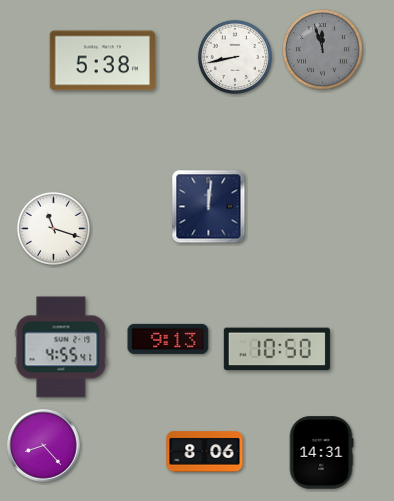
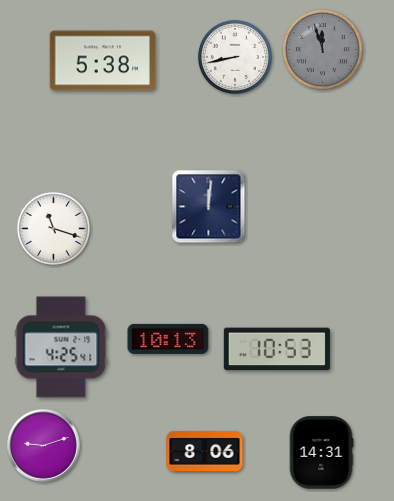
clock at (168, 339): 9:13 -> 10:13
clock at (61, 347): 4:55 -> 4:25
clock at (277, 349): 10:50 -> 10:53
clock at (44, 446): 8:23 -> 9:12
